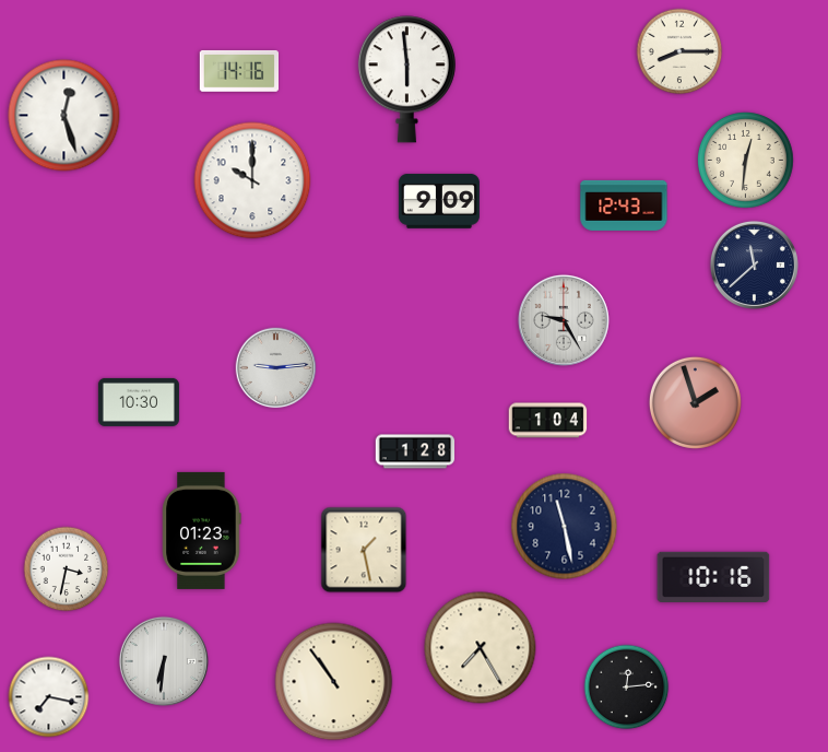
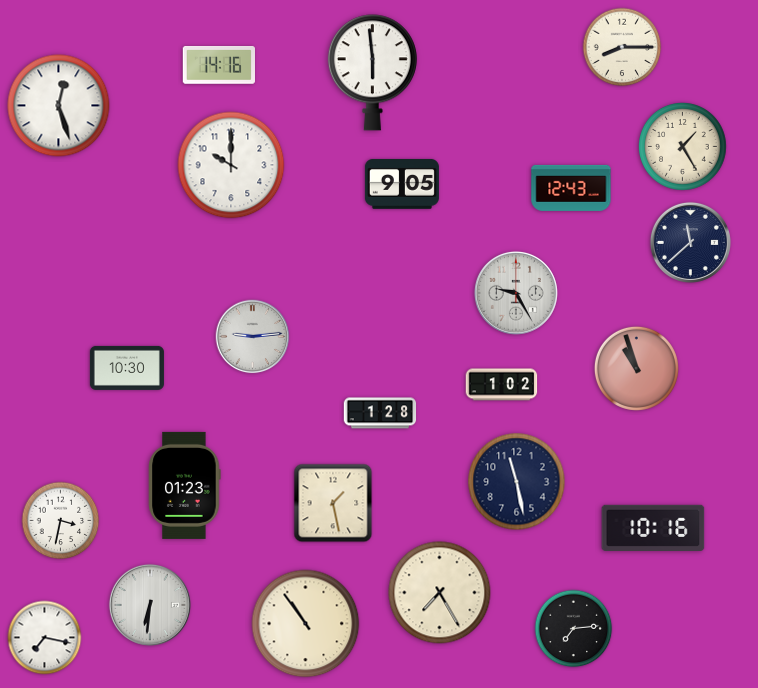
clock at (746, 161): 12:31 -> 1:25
clock at (439, 201): 9:09 -> 9:05
clock at (695, 402): 1:57 -> 10:57
clock at (548, 421): 1:04 -> 1:02
clock at (627, 688): 12:14 -> 7:14
